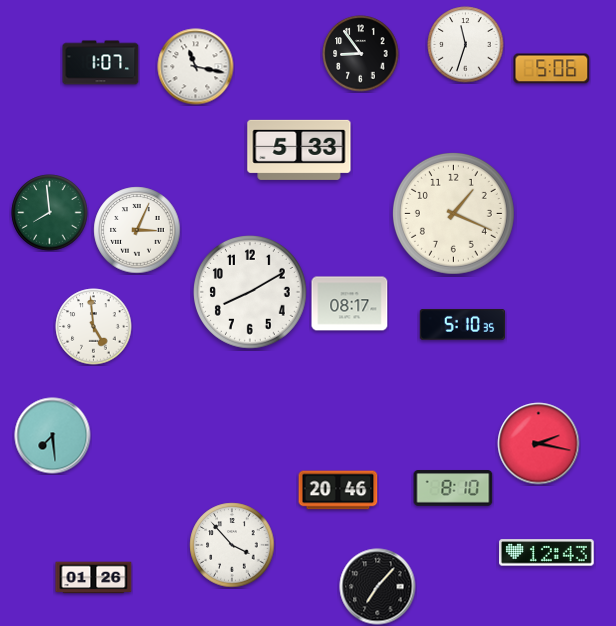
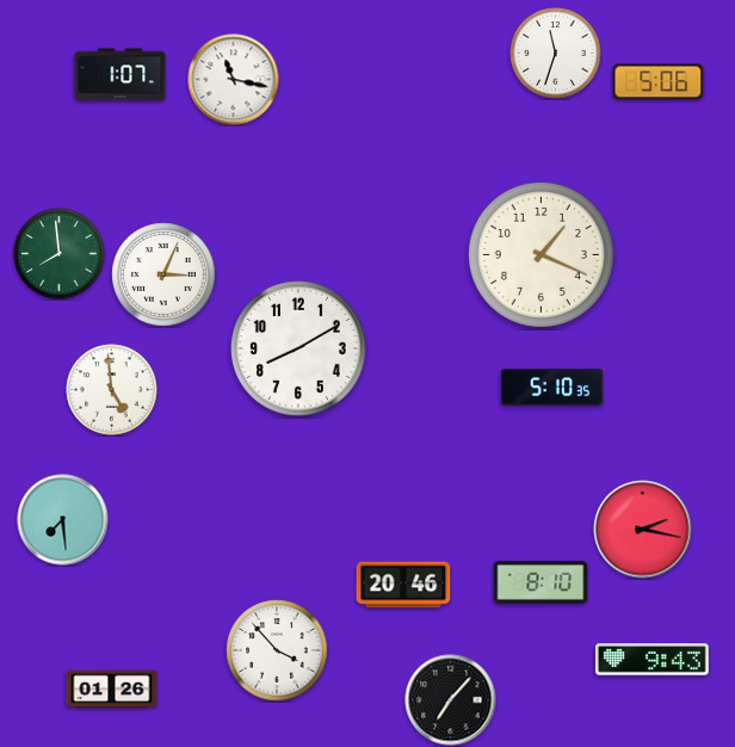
clock at (361, 54): 8:54 -> none
clock at (299, 150): 5:33 -> none
clock at (350, 304): 08:17 -> none
clock at (547, 553): 12:43 -> 9:43
